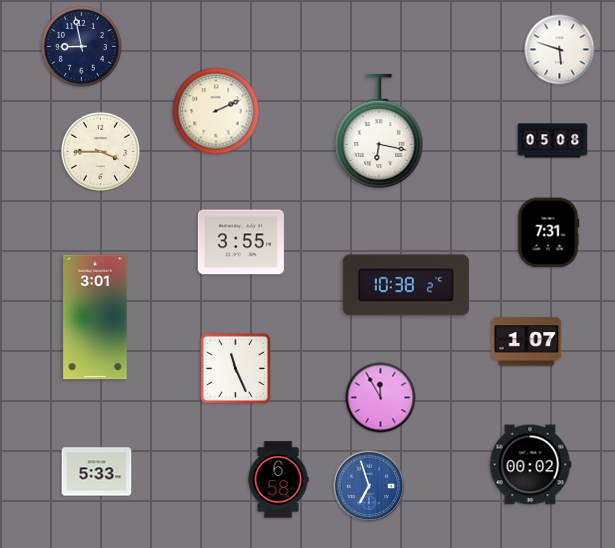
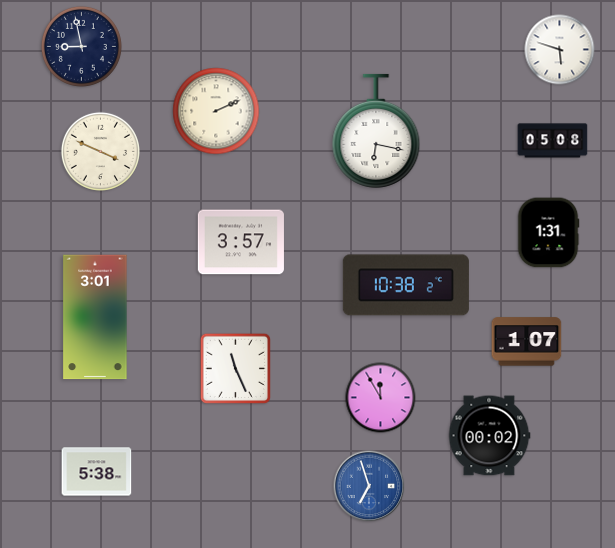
clock at (379, 131) position: (379, 131) -> (376, 131)
clock at (100, 151): 3:45 -> 3:49
clock at (548, 233): 7:31 -> 1:31
clock at (241, 242): 3:55 -> 3:57
clock at (530, 465) position: (530, 465) -> (489, 436)
clock at (97, 472): 5:33 -> 5:38
clock at (278, 480): 6:58 -> none
